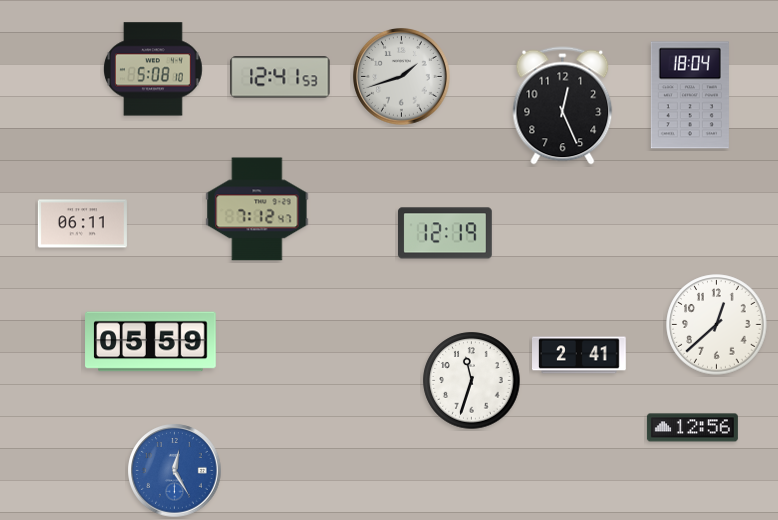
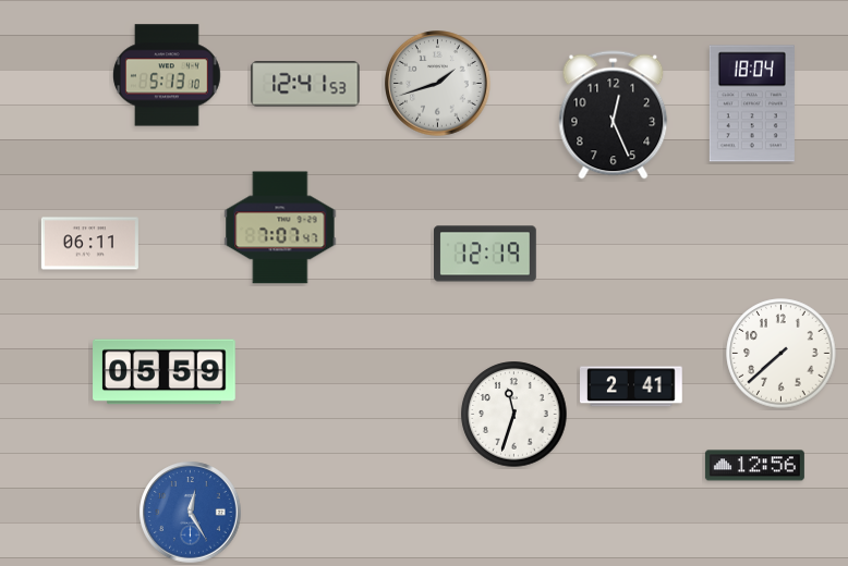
clock at (154, 69): 5:08 -> 5:13
clock at (257, 209): 7:12 -> 7:07
clock at (717, 325): 12:38 -> 7:38
